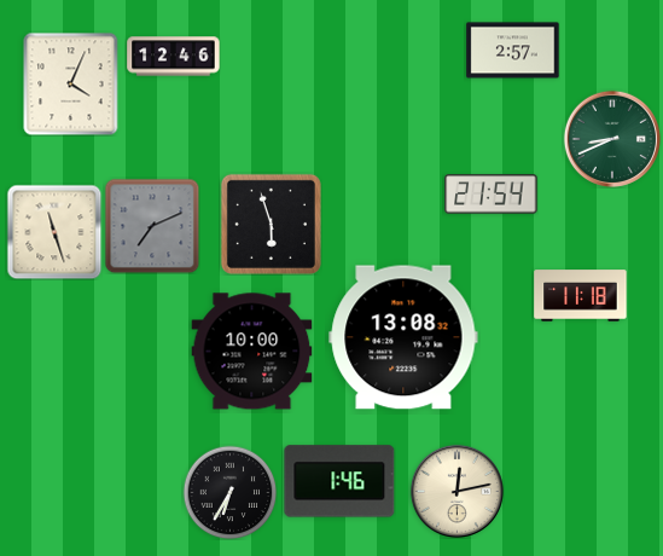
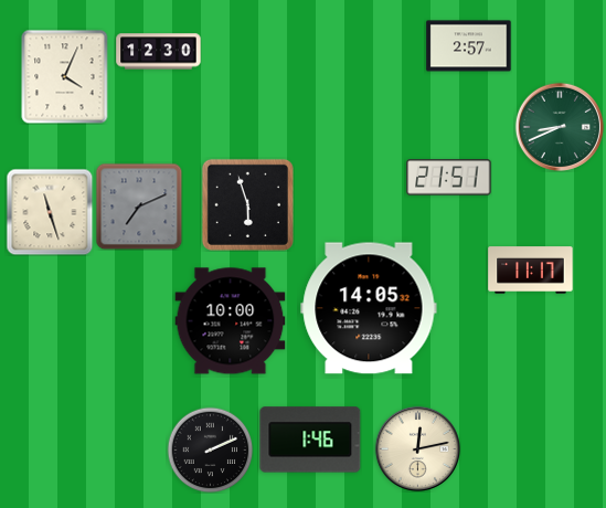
clock at (174, 57): 12:46 -> 12:30
clock at (492, 195): 21:54 -> 21:51
clock at (581, 296): 11:18 -> 11:17
clock at (403, 337): 13:08 -> 14:05
clock at (229, 492): 6:35 -> 2:11
